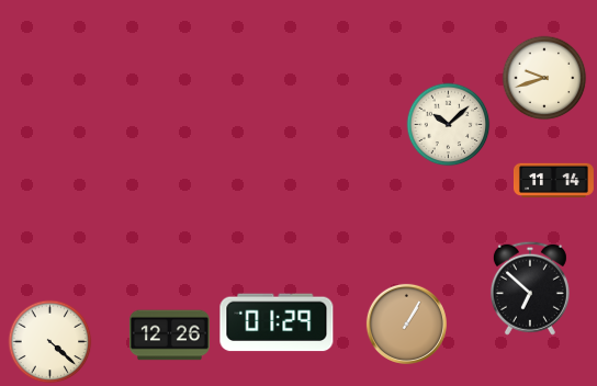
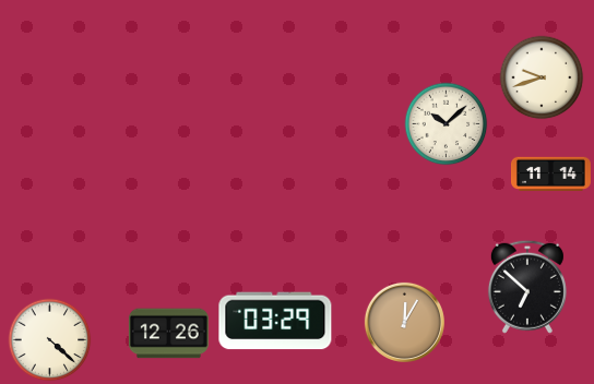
clock at (553, 181) position: (553, 181) -> (550, 175)
clock at (277, 322): 01:29 -> 03:29
clock at (406, 323): 1:05 -> 12:05
